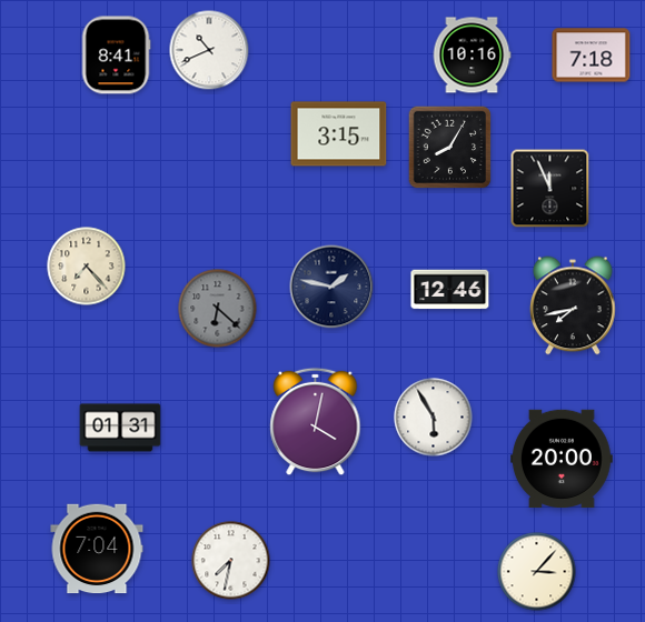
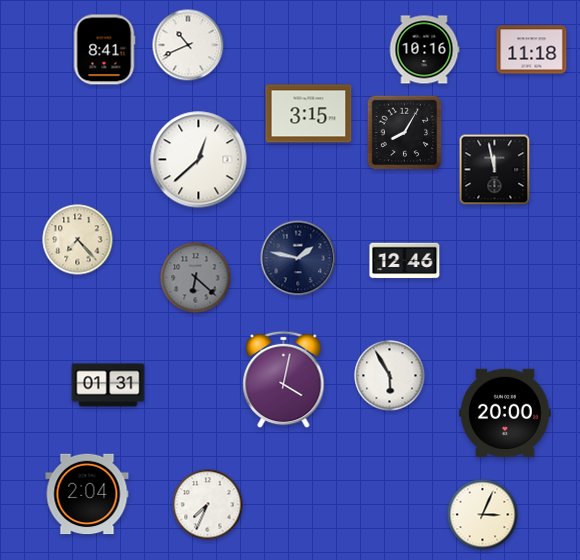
clock at (592, 56): 7:18 -> 11:18
clock at (339, 134) position: (339, 134) -> (309, 114)
clock at (199, 160): none -> 12:38
clock at (550, 189): 11:56 -> 11:58
clock at (573, 305): 7:43 -> none
clock at (97, 549): 7:04 -> 2:04
clock at (231, 561): 7:32 -> 7:34
clock at (537, 572): 3:07 -> 3:04
